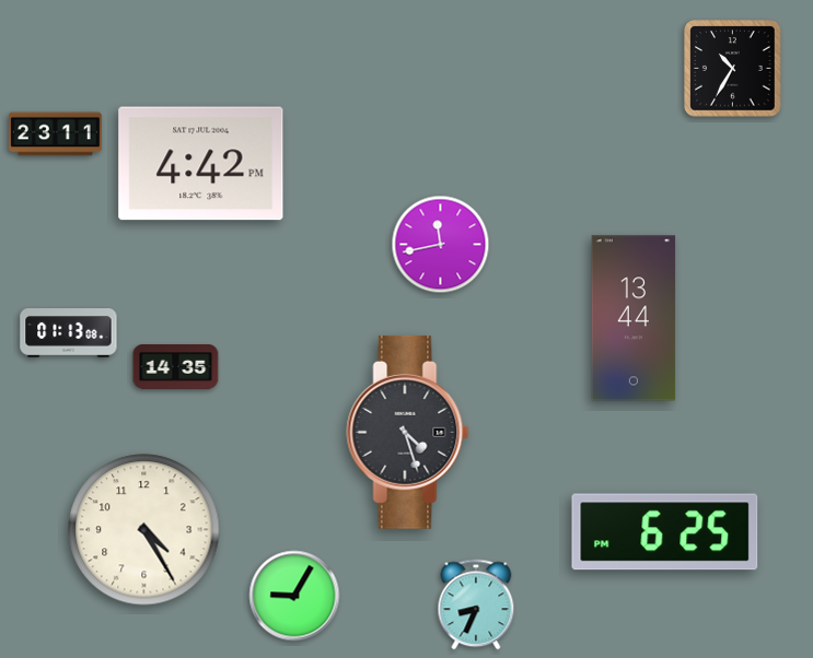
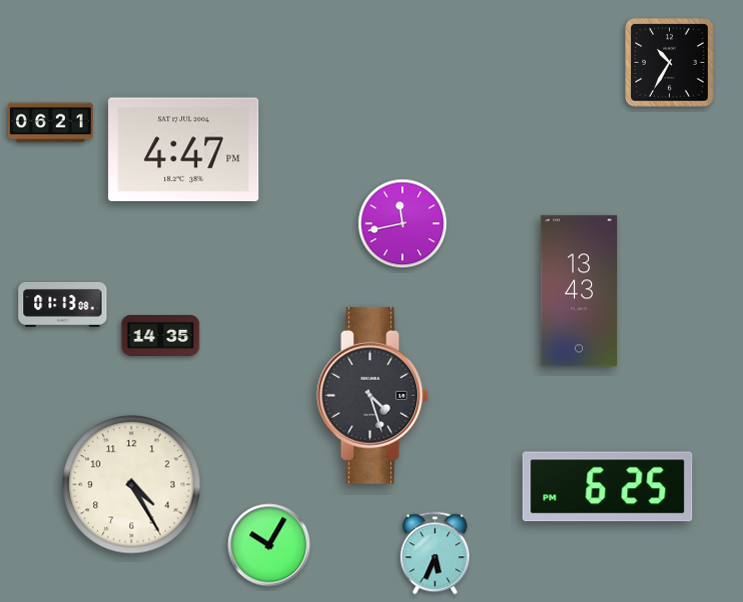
clock at (55, 134): 23:11 -> 06:21
clock at (201, 164): 4:42 -> 4:47
clock at (634, 318): 13:44 -> 13:43
clock at (294, 596): 9:05 -> 10:05
clock at (476, 604): 8:34 -> 5:34
